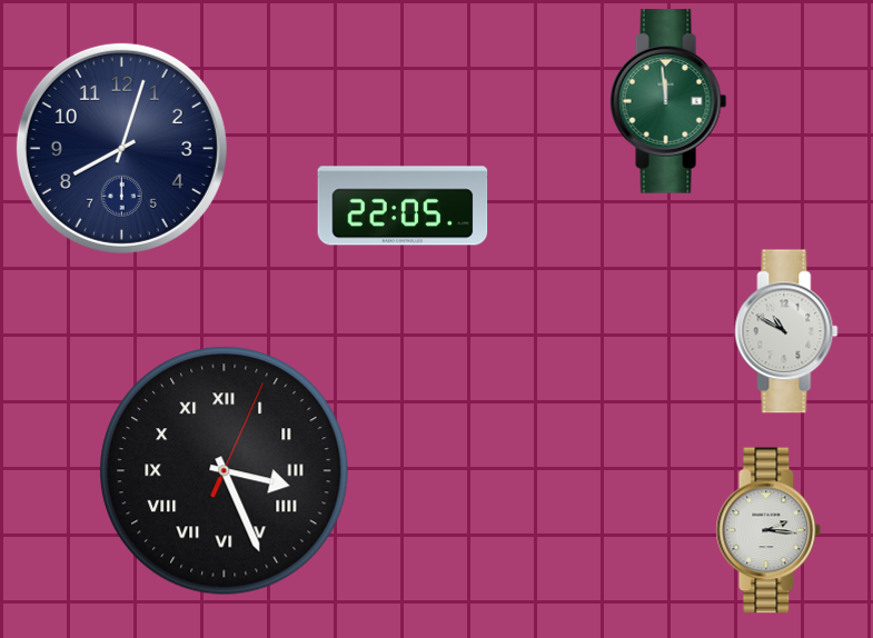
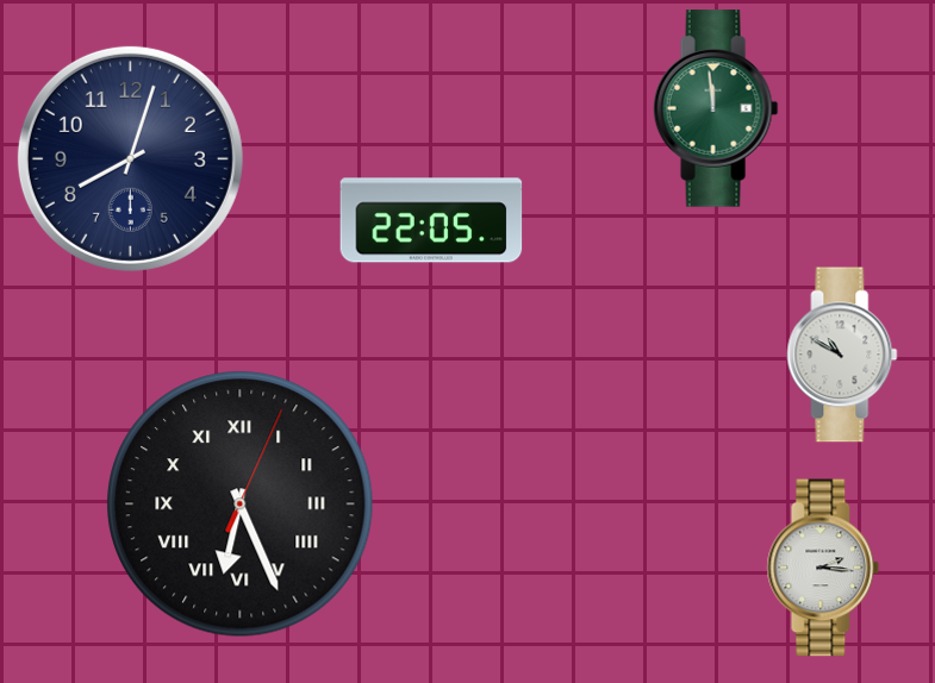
clock at (225, 471): 3:26 -> 6:26
